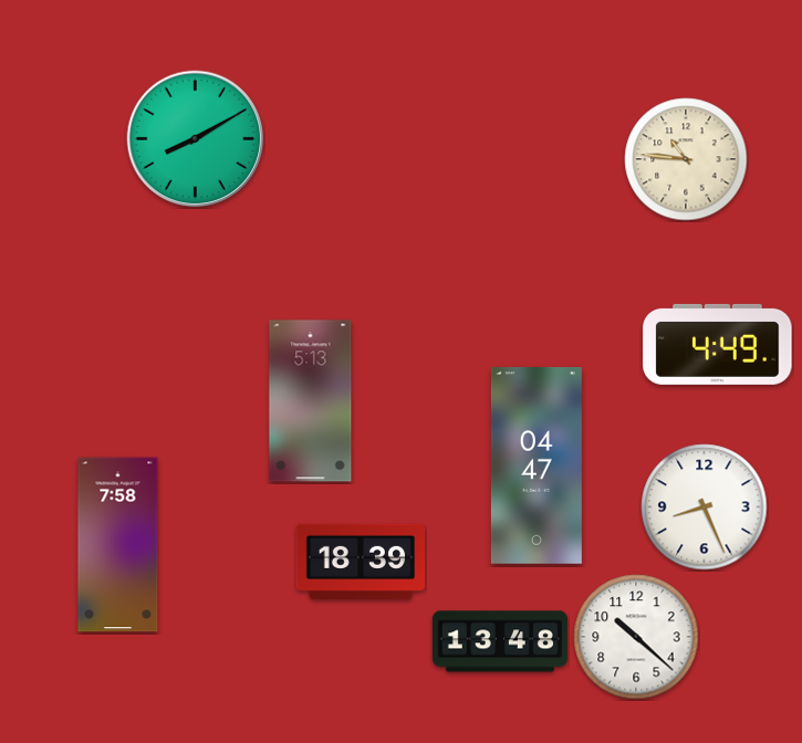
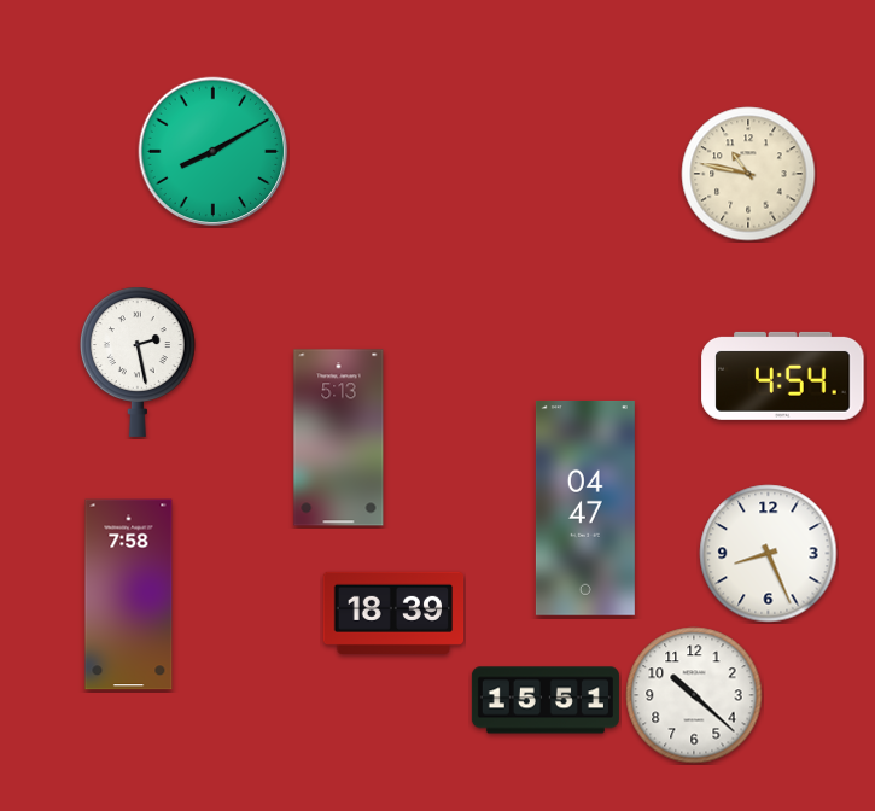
clock at (686, 159): 10:46 -> 10:47
clock at (138, 362): none -> 2:28
clock at (718, 344): 4:49 -> 4:54
clock at (500, 641): 13:48 -> 15:51
